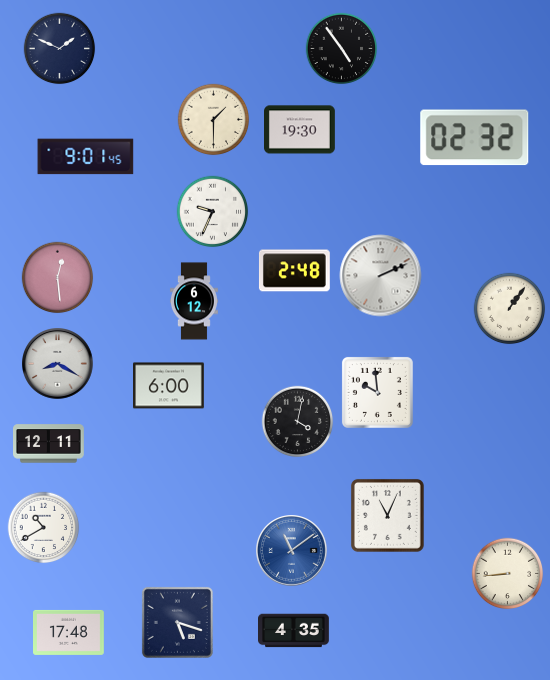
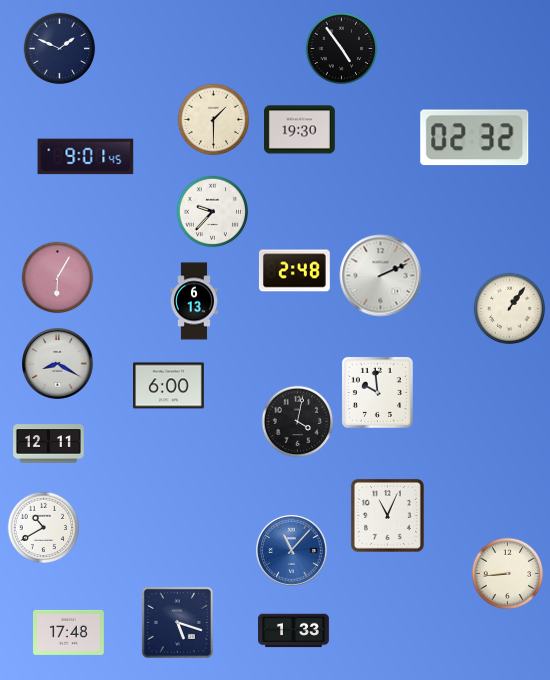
clock at (213, 212): 9:34 -> 9:37
clock at (58, 278): 12:29 -> 6:05
clock at (194, 301): 6:12 -> 6:13
clock at (292, 551): 11:09 -> 11:07
clock at (294, 631): 4:35 -> 1:33
